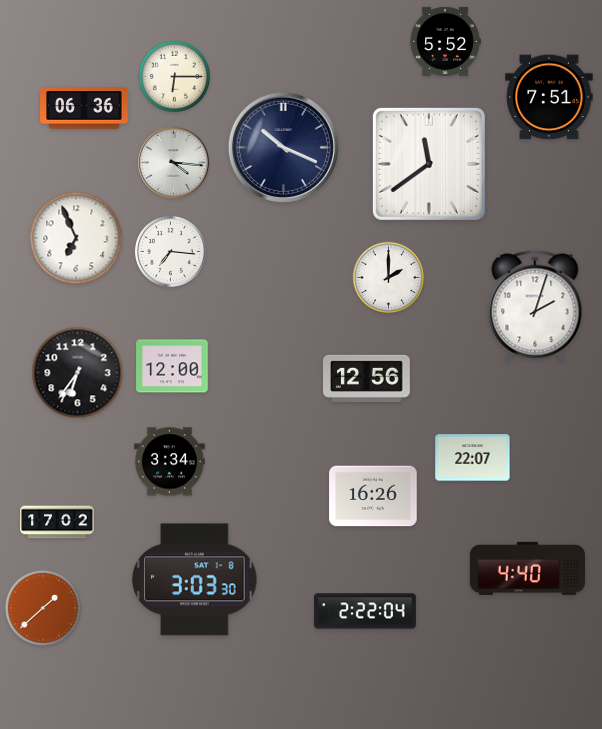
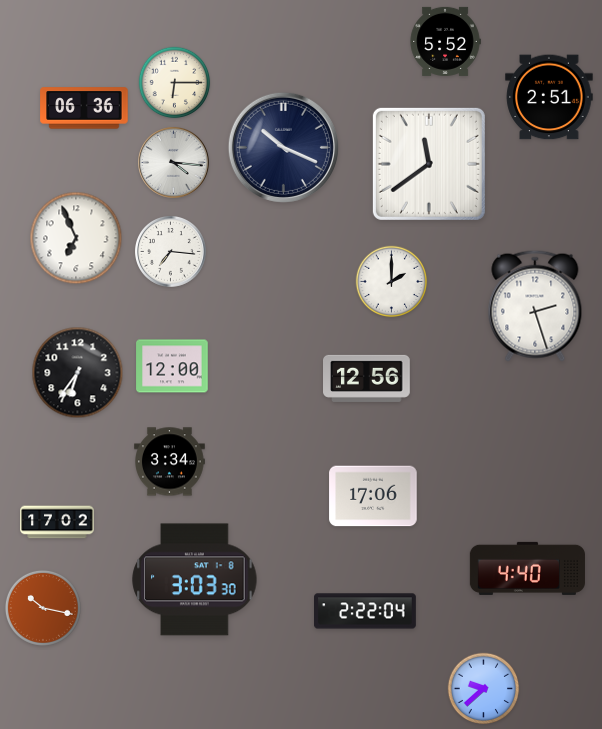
clock at (175, 77) position: (175, 77) -> (175, 83)
clock at (549, 97): 7:51 -> 2:51
clock at (389, 278) position: (389, 278) -> (392, 282)
clock at (535, 306): 2:03 -> 2:27
clock at (473, 458): 22:07 -> none
clock at (373, 496): 16:26 -> 17:06
clock at (43, 608): 1:38 -> 10:17
clock at (484, 689): none -> 9:38
